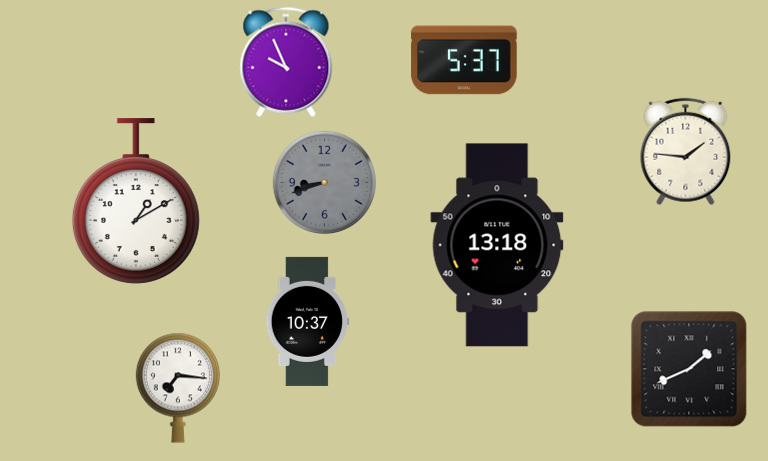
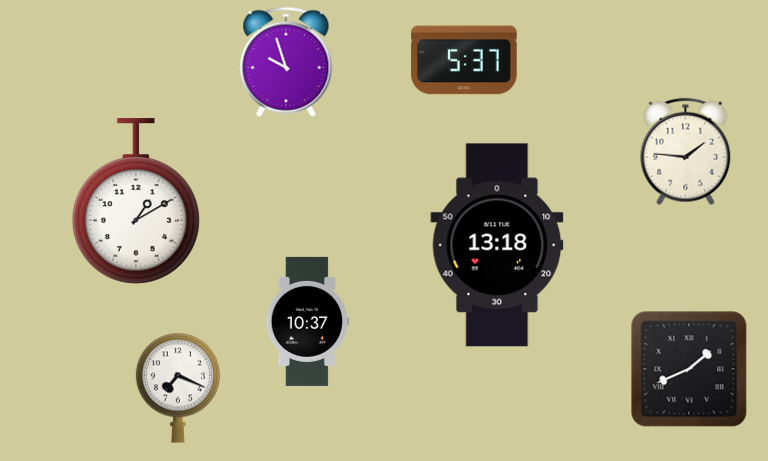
clock at (286, 62): 9:56 -> 9:57
clock at (324, 182): 8:42 -> none
clock at (178, 388): 7:16 -> 7:19
